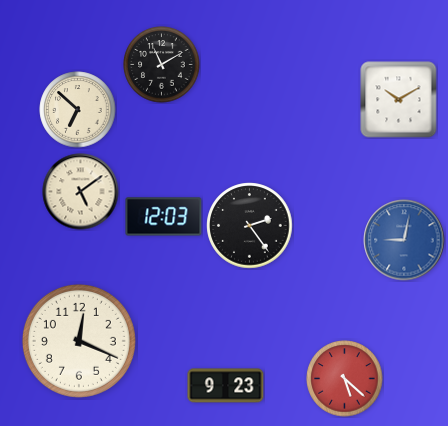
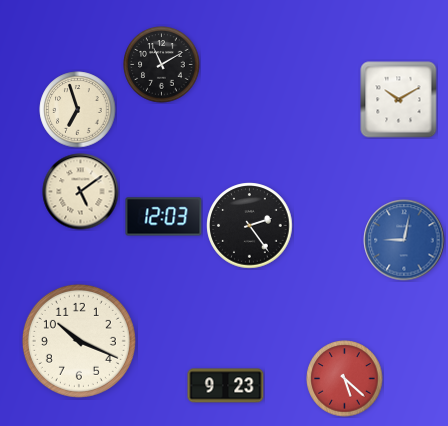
clock at (78, 110): 6:52 -> 6:57
clock at (79, 341): 12:19 -> 10:19
